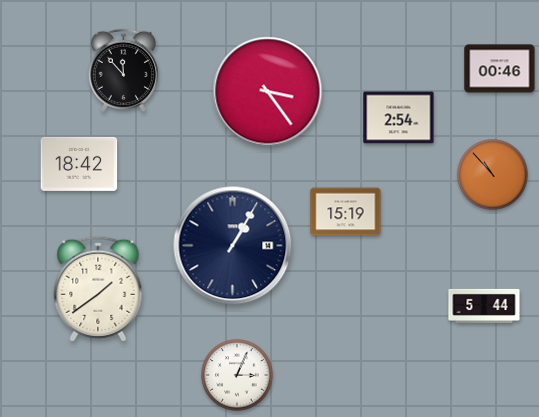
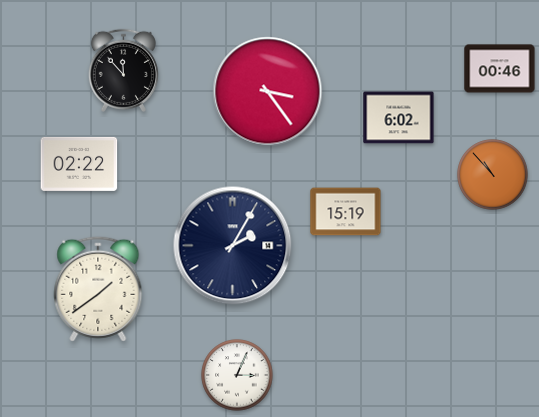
clock at (399, 118): 2:54 -> 6:02
clock at (79, 164): 18:42 -> 02:22
clock at (233, 246): 1:05 -> 2:05
clock at (484, 306): 5:44 -> none
